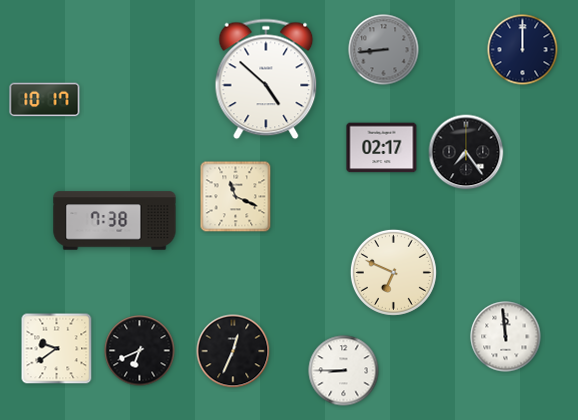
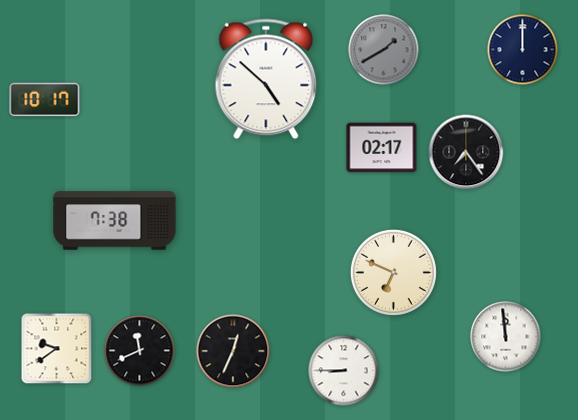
clock at (384, 50): 8:44 -> 1:40
clock at (236, 197): 11:19 -> none
clock at (140, 351): 6:41 -> 11:41
